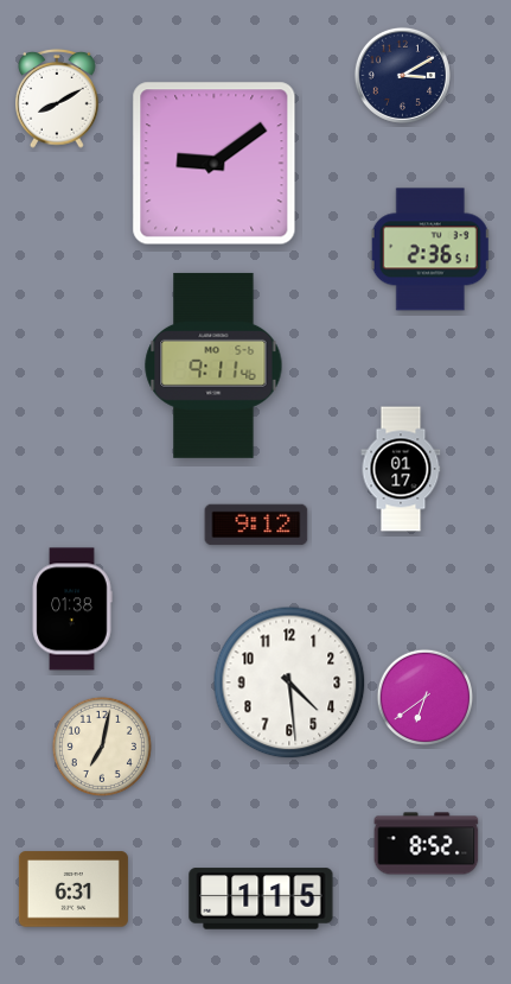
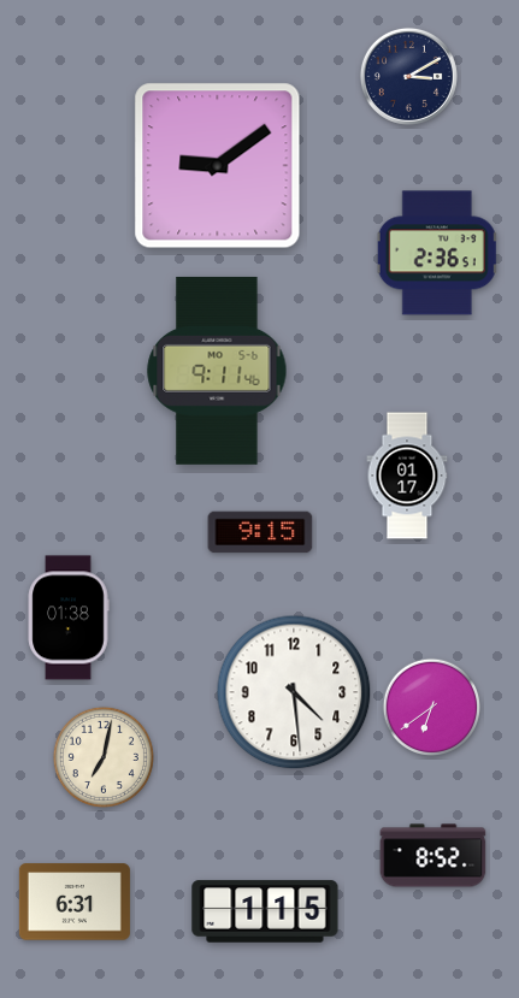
clock at (57, 99): 8:10 -> none
clock at (256, 525): 9:12 -> 9:15
clock at (72, 609) position: (72, 609) -> (69, 618)
